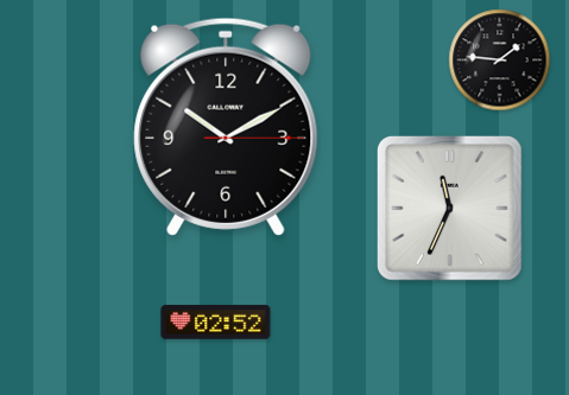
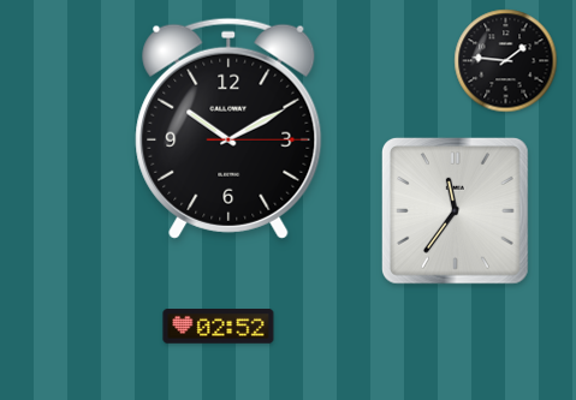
clock at (450, 209): 11:34 -> 11:36
